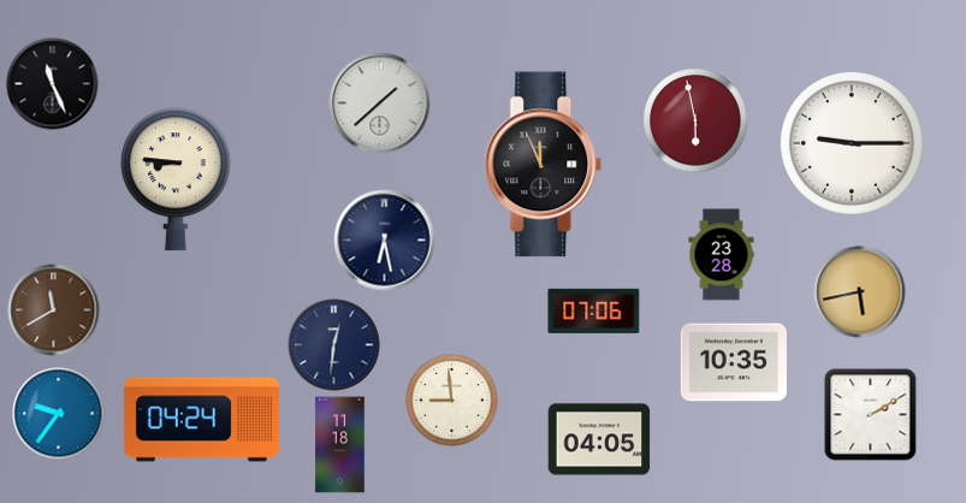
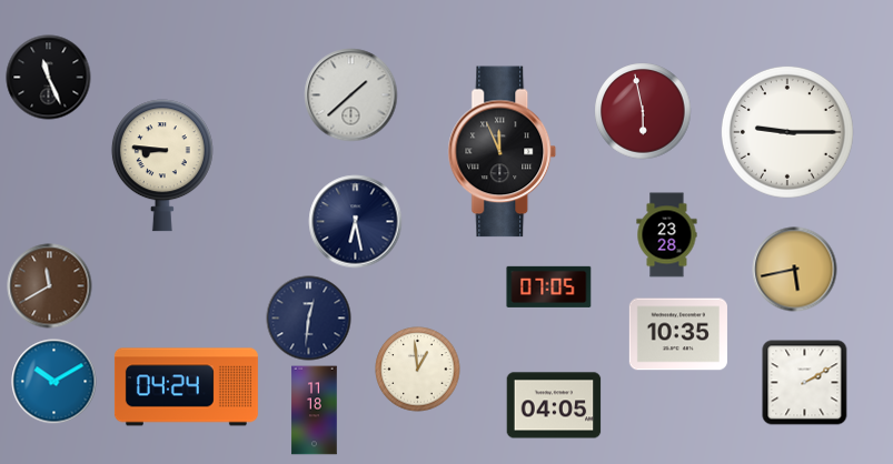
clock at (594, 310): 07:06 -> 07:05
clock at (452, 401): 8:59 -> 12:59
clock at (59, 414): 9:36 -> 10:10
